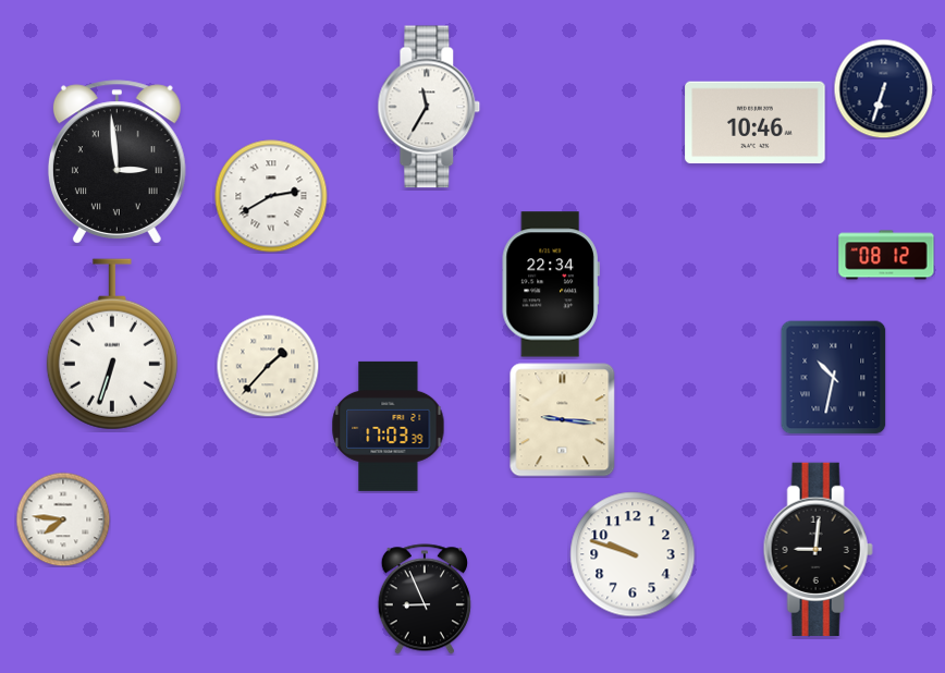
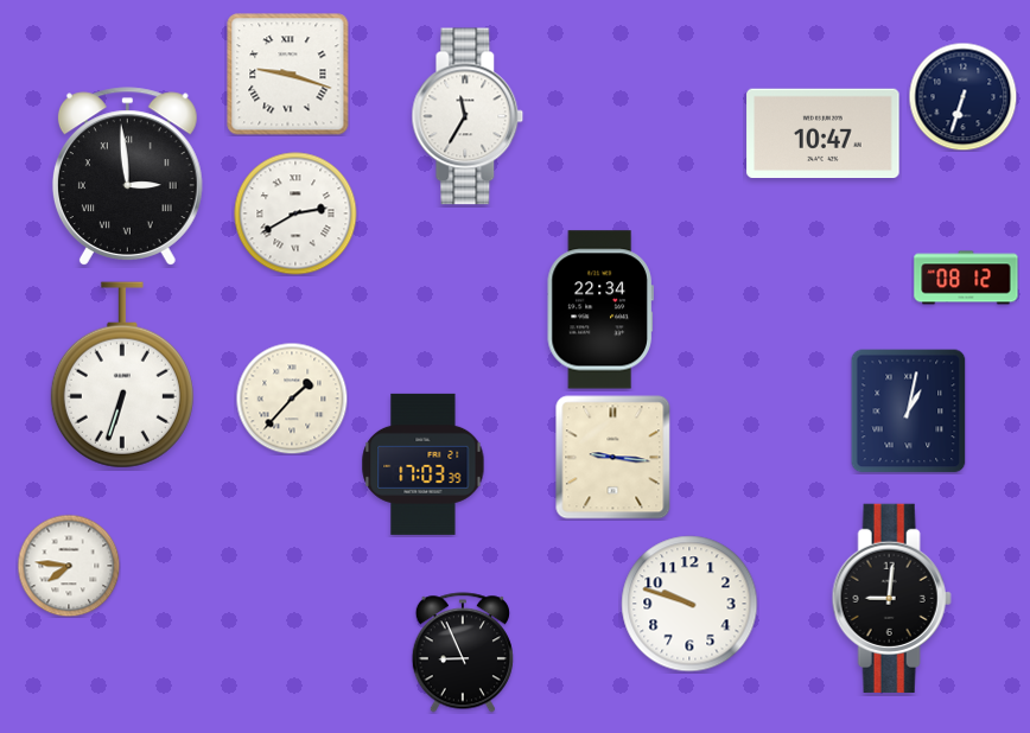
clock at (288, 75): none -> 9:18
clock at (756, 123): 10:46 -> 10:47
clock at (834, 378): 10:32 -> 1:02
